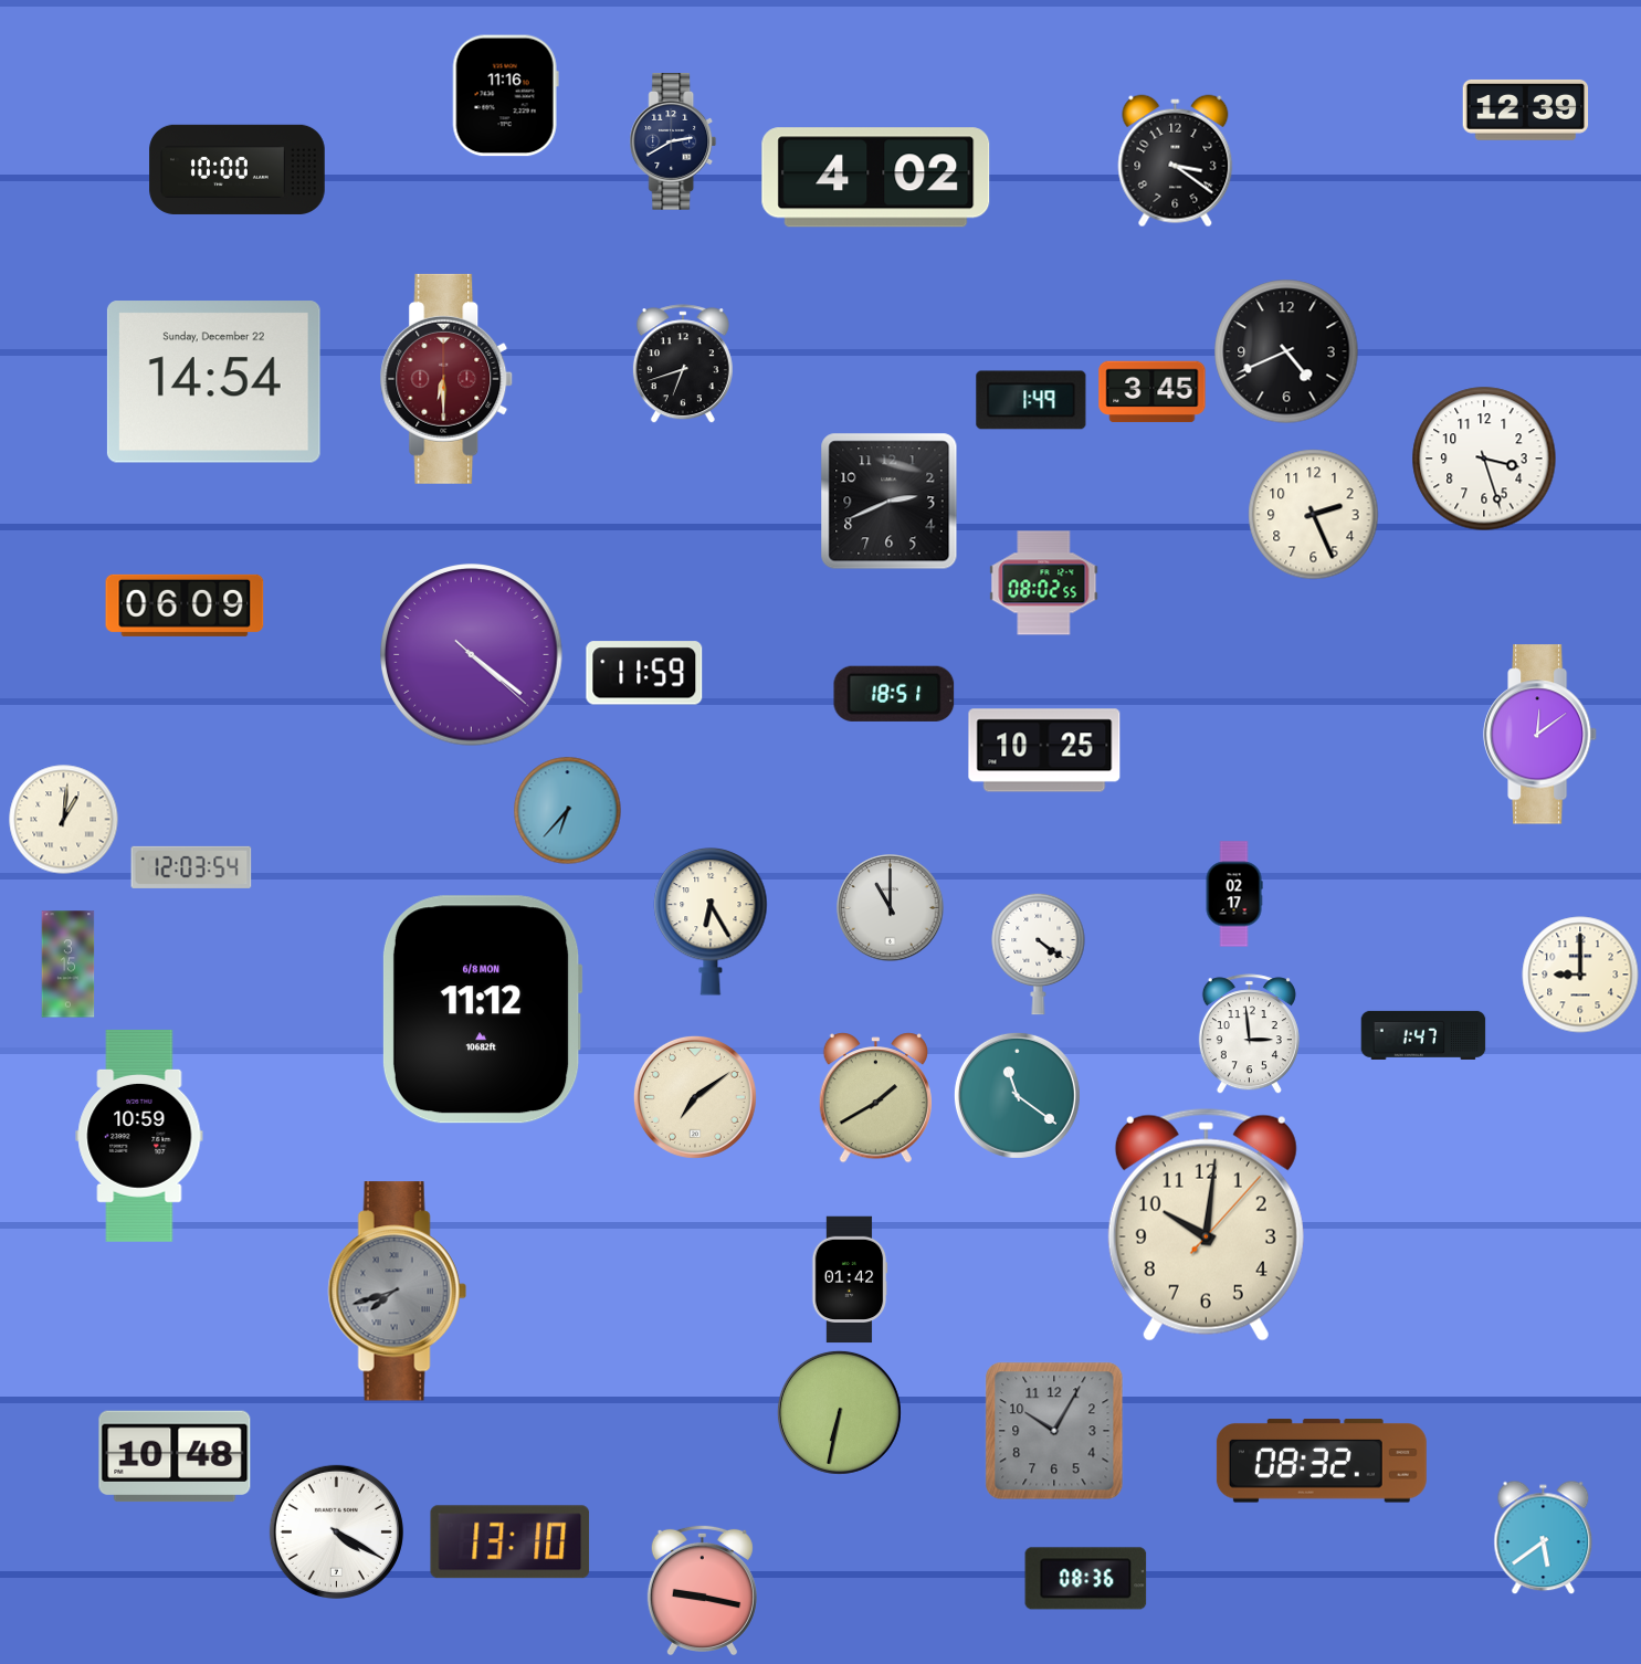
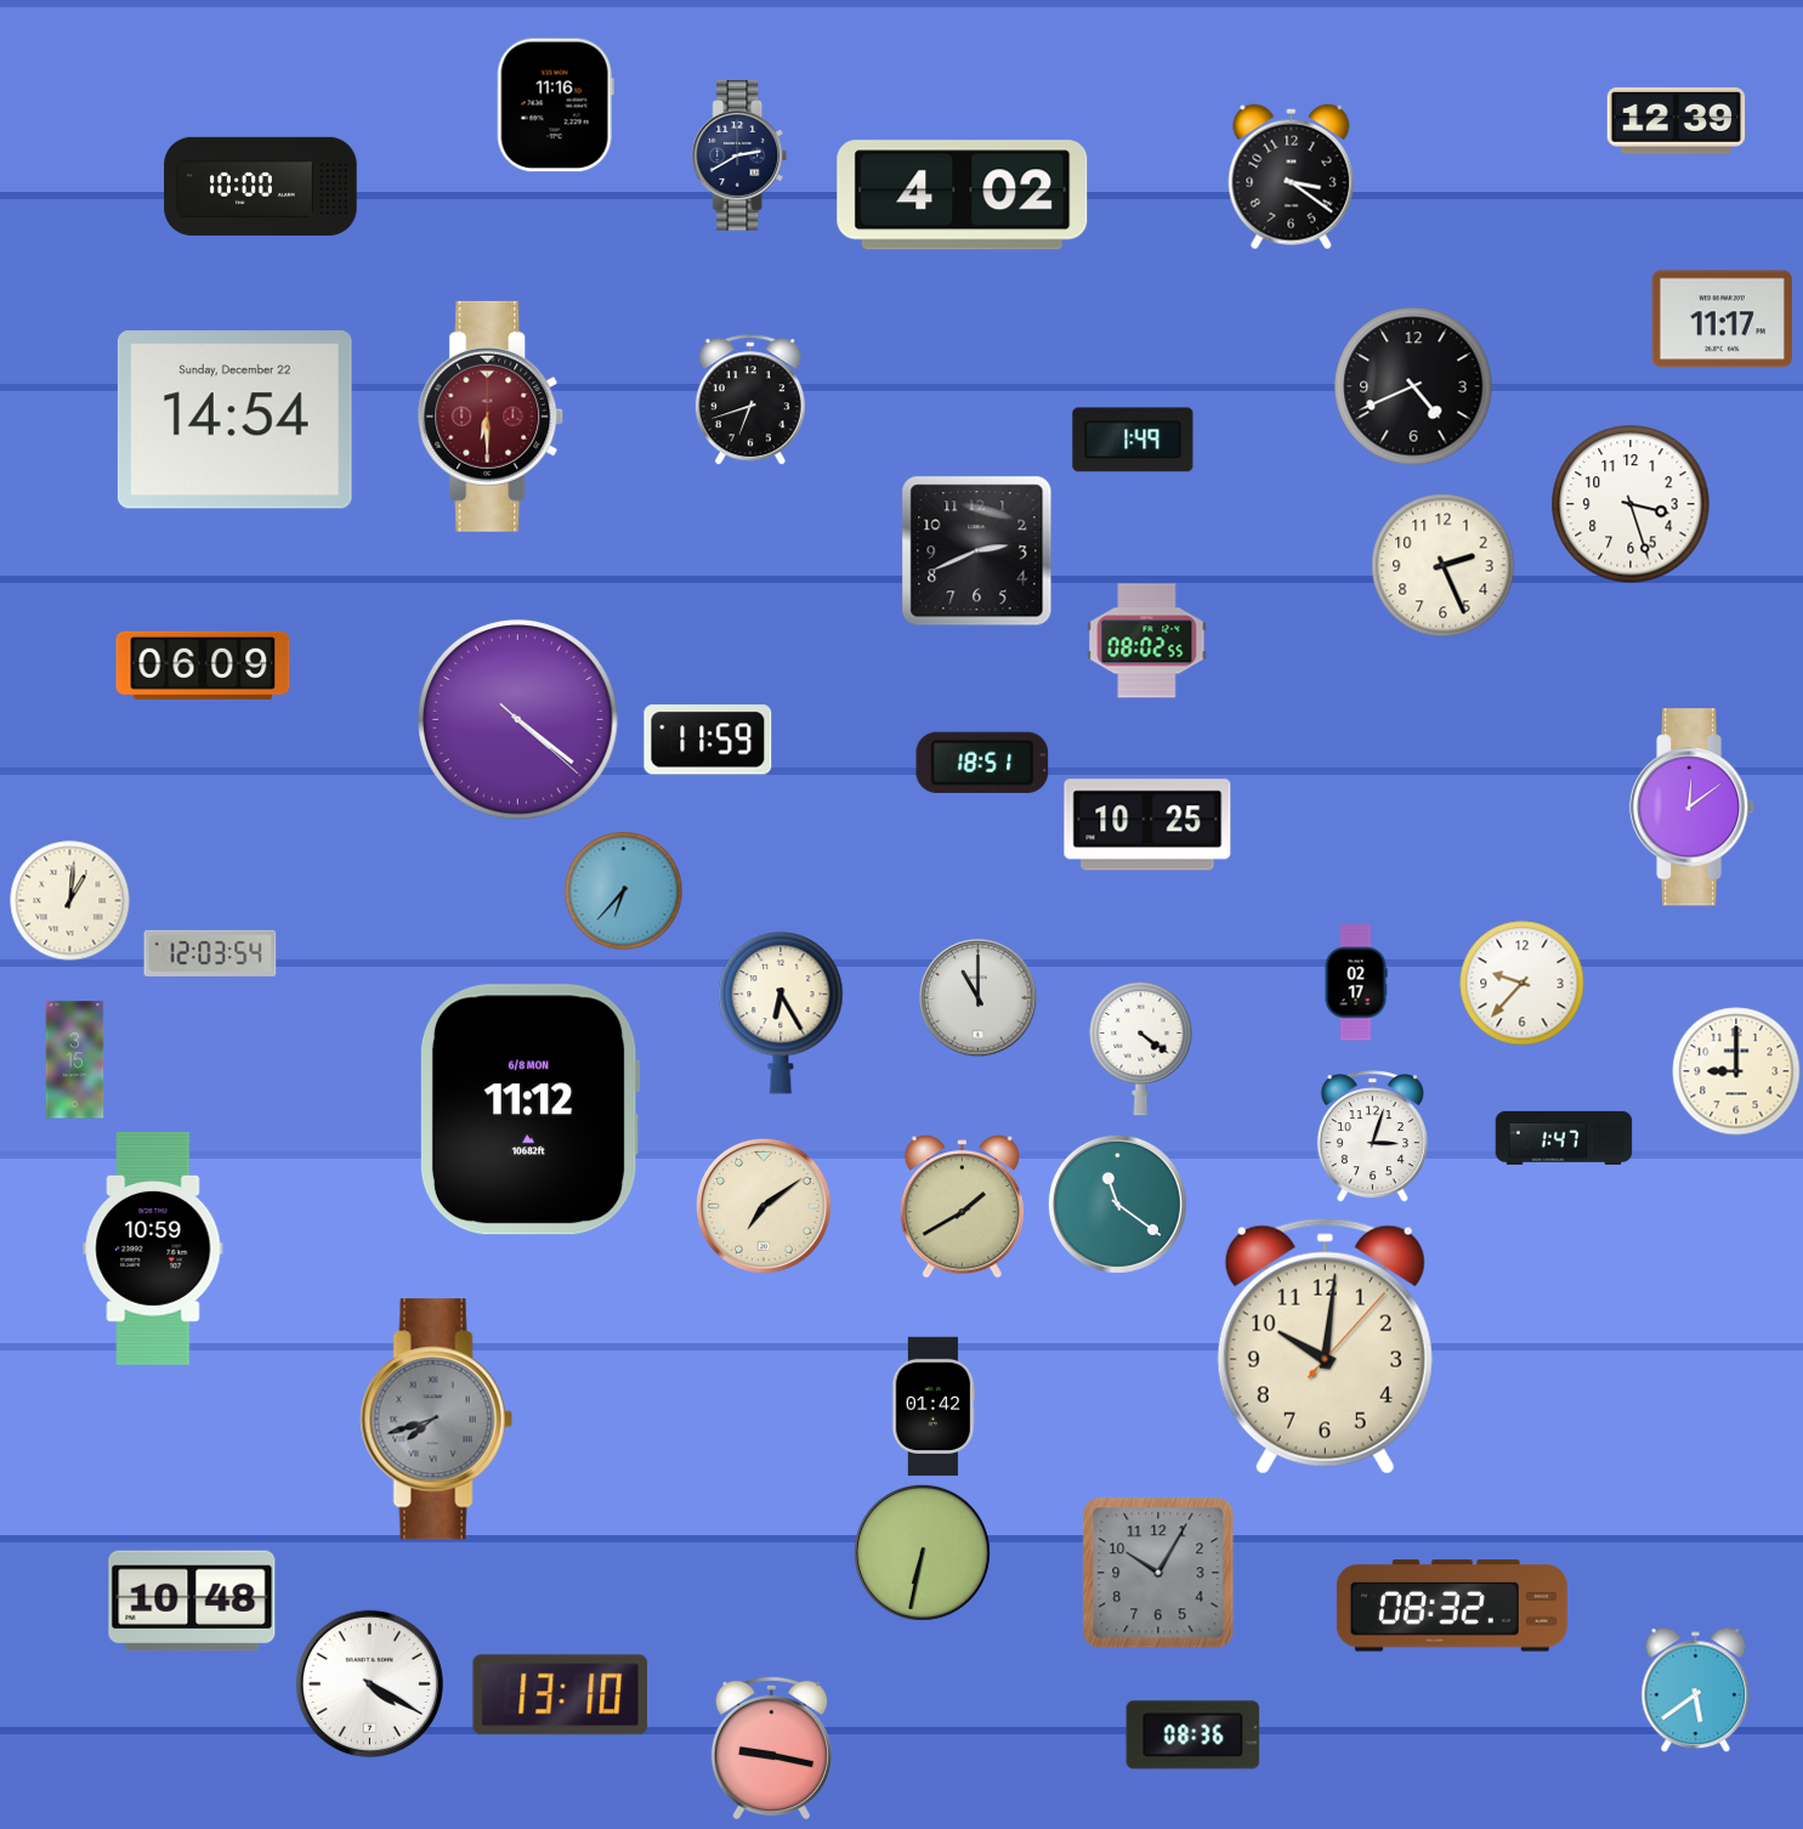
clock at (1722, 319): none -> 11:17
clock at (1153, 392): 3:45 -> none
clock at (1523, 984): none -> 9:37
clock at (1249, 1034): 2:59 -> 3:03
